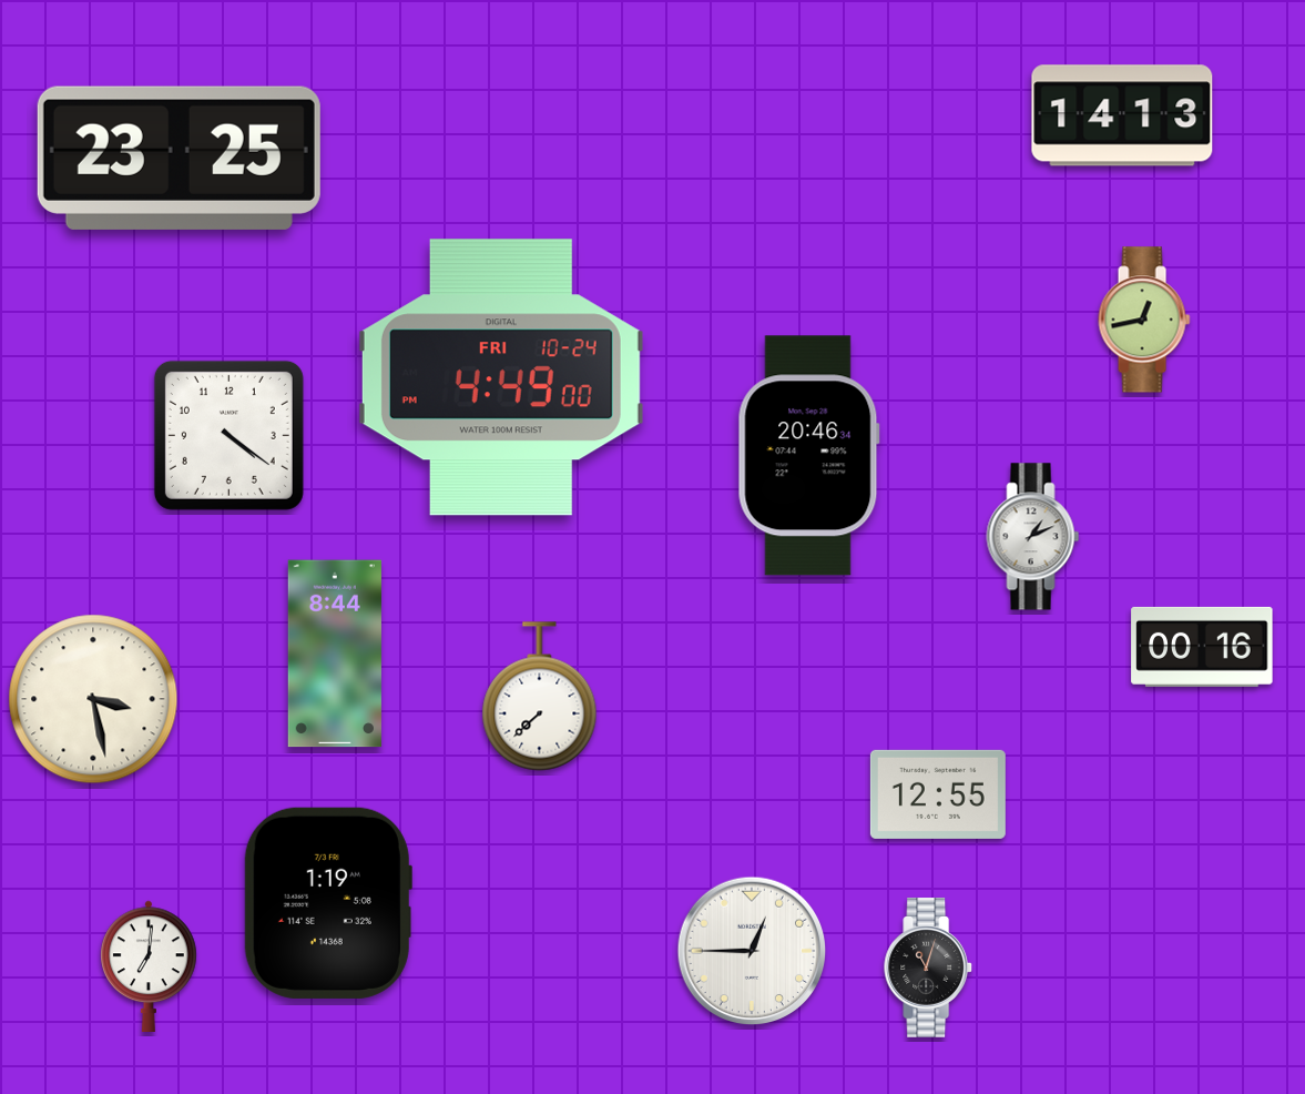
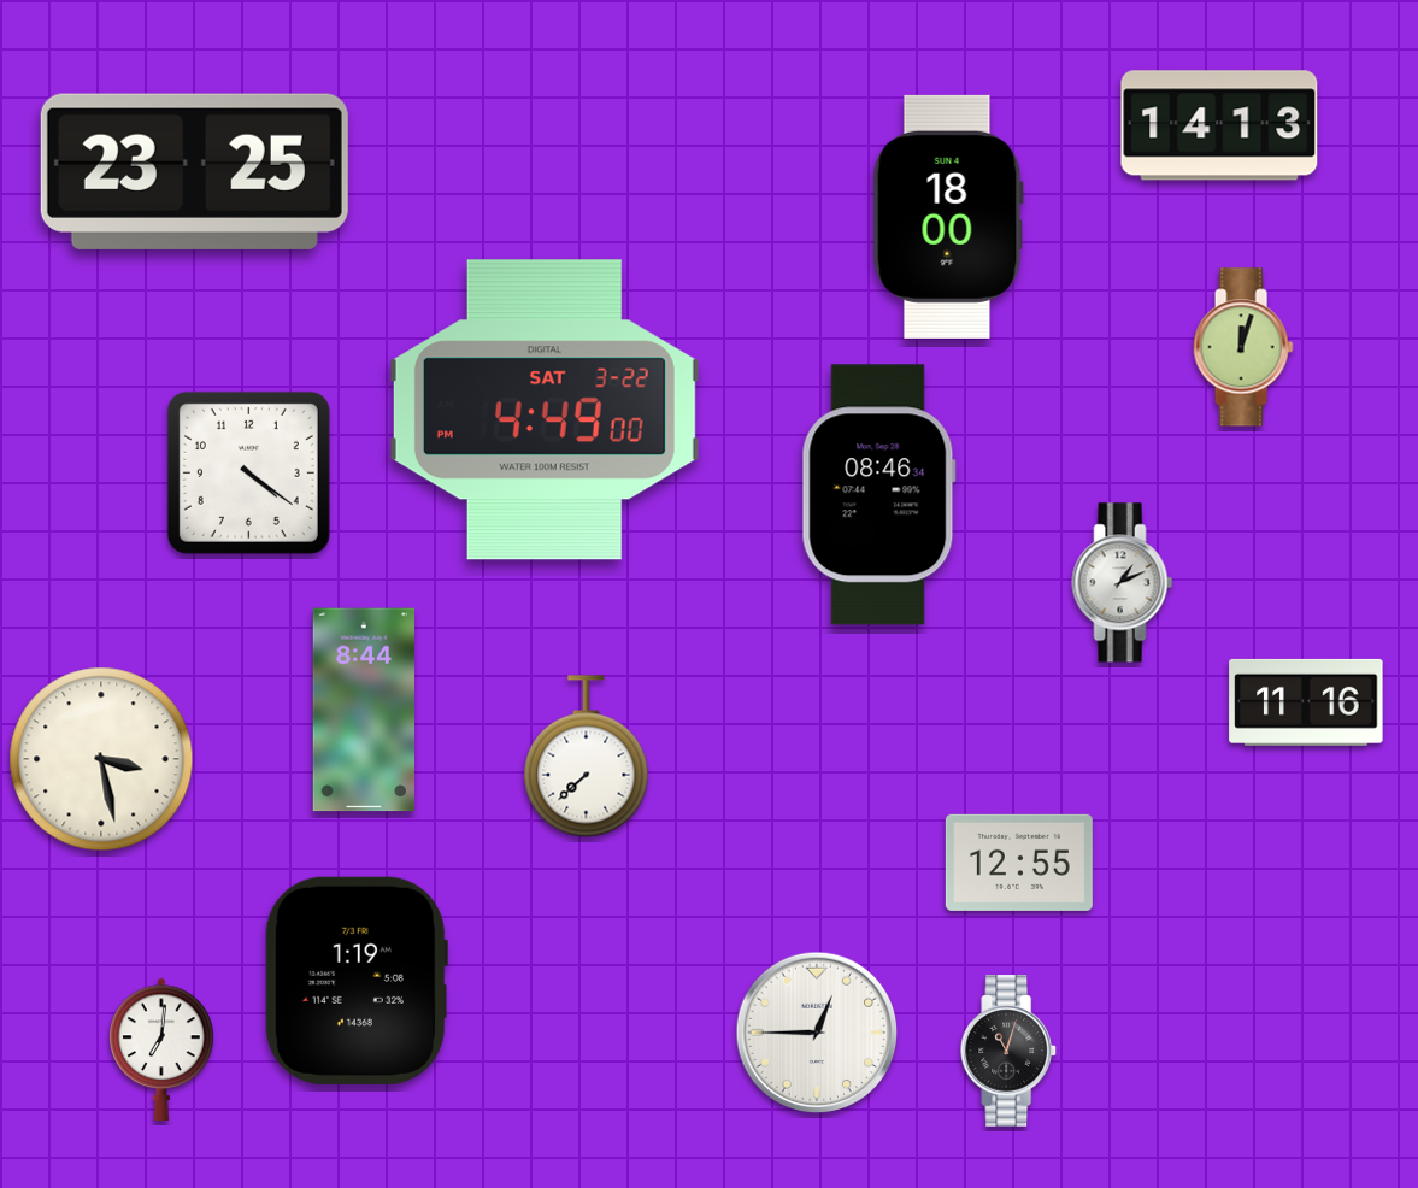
clock at (948, 217): none -> 18:00
clock at (1144, 320): 12:43 -> 12:03
clock at (501, 377) date: FRI 10-24 -> SAT 3-22
clock at (808, 456): 20:46 -> 08:46
clock at (1202, 647): 00:16 -> 11:16
